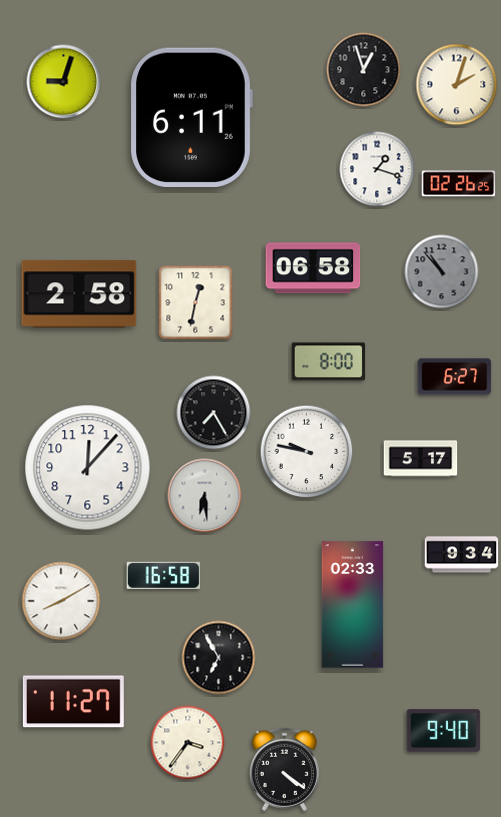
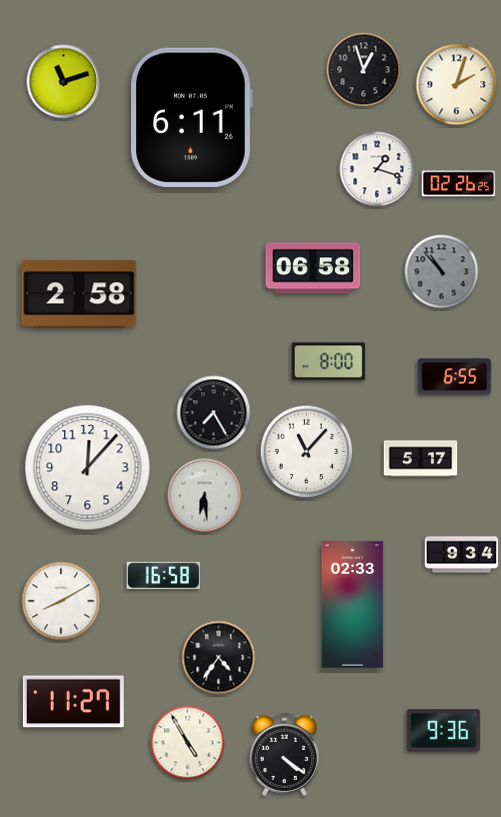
clock at (64, 82): 9:03 -> 11:12
clock at (196, 303): 12:32 -> none
clock at (455, 377): 6:27 -> 6:55
clock at (307, 452): 9:47 -> 11:07
clock at (219, 658): 6:55 -> 4:36
clock at (444, 731): 9:40 -> 9:36
clock at (188, 743): 3:36 -> 4:55
clock at (284, 769) position: (284, 769) -> (284, 754)
